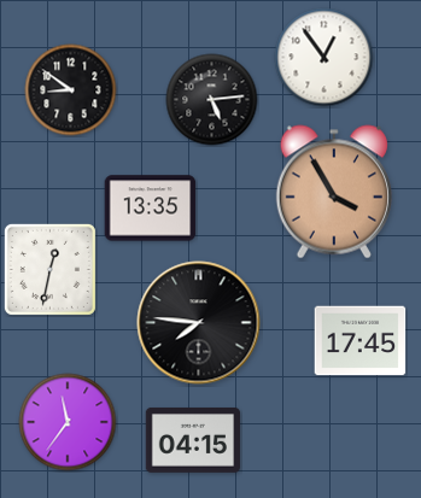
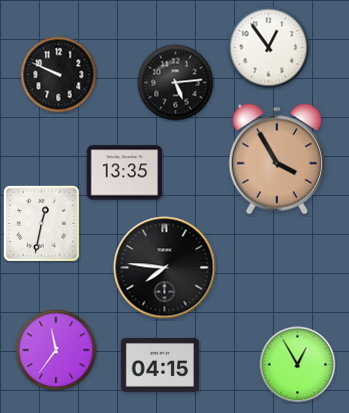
clock at (71, 90): 8:51 -> 9:49
clock at (361, 341): 17:45 -> none
clock at (298, 365): none -> 12:55
